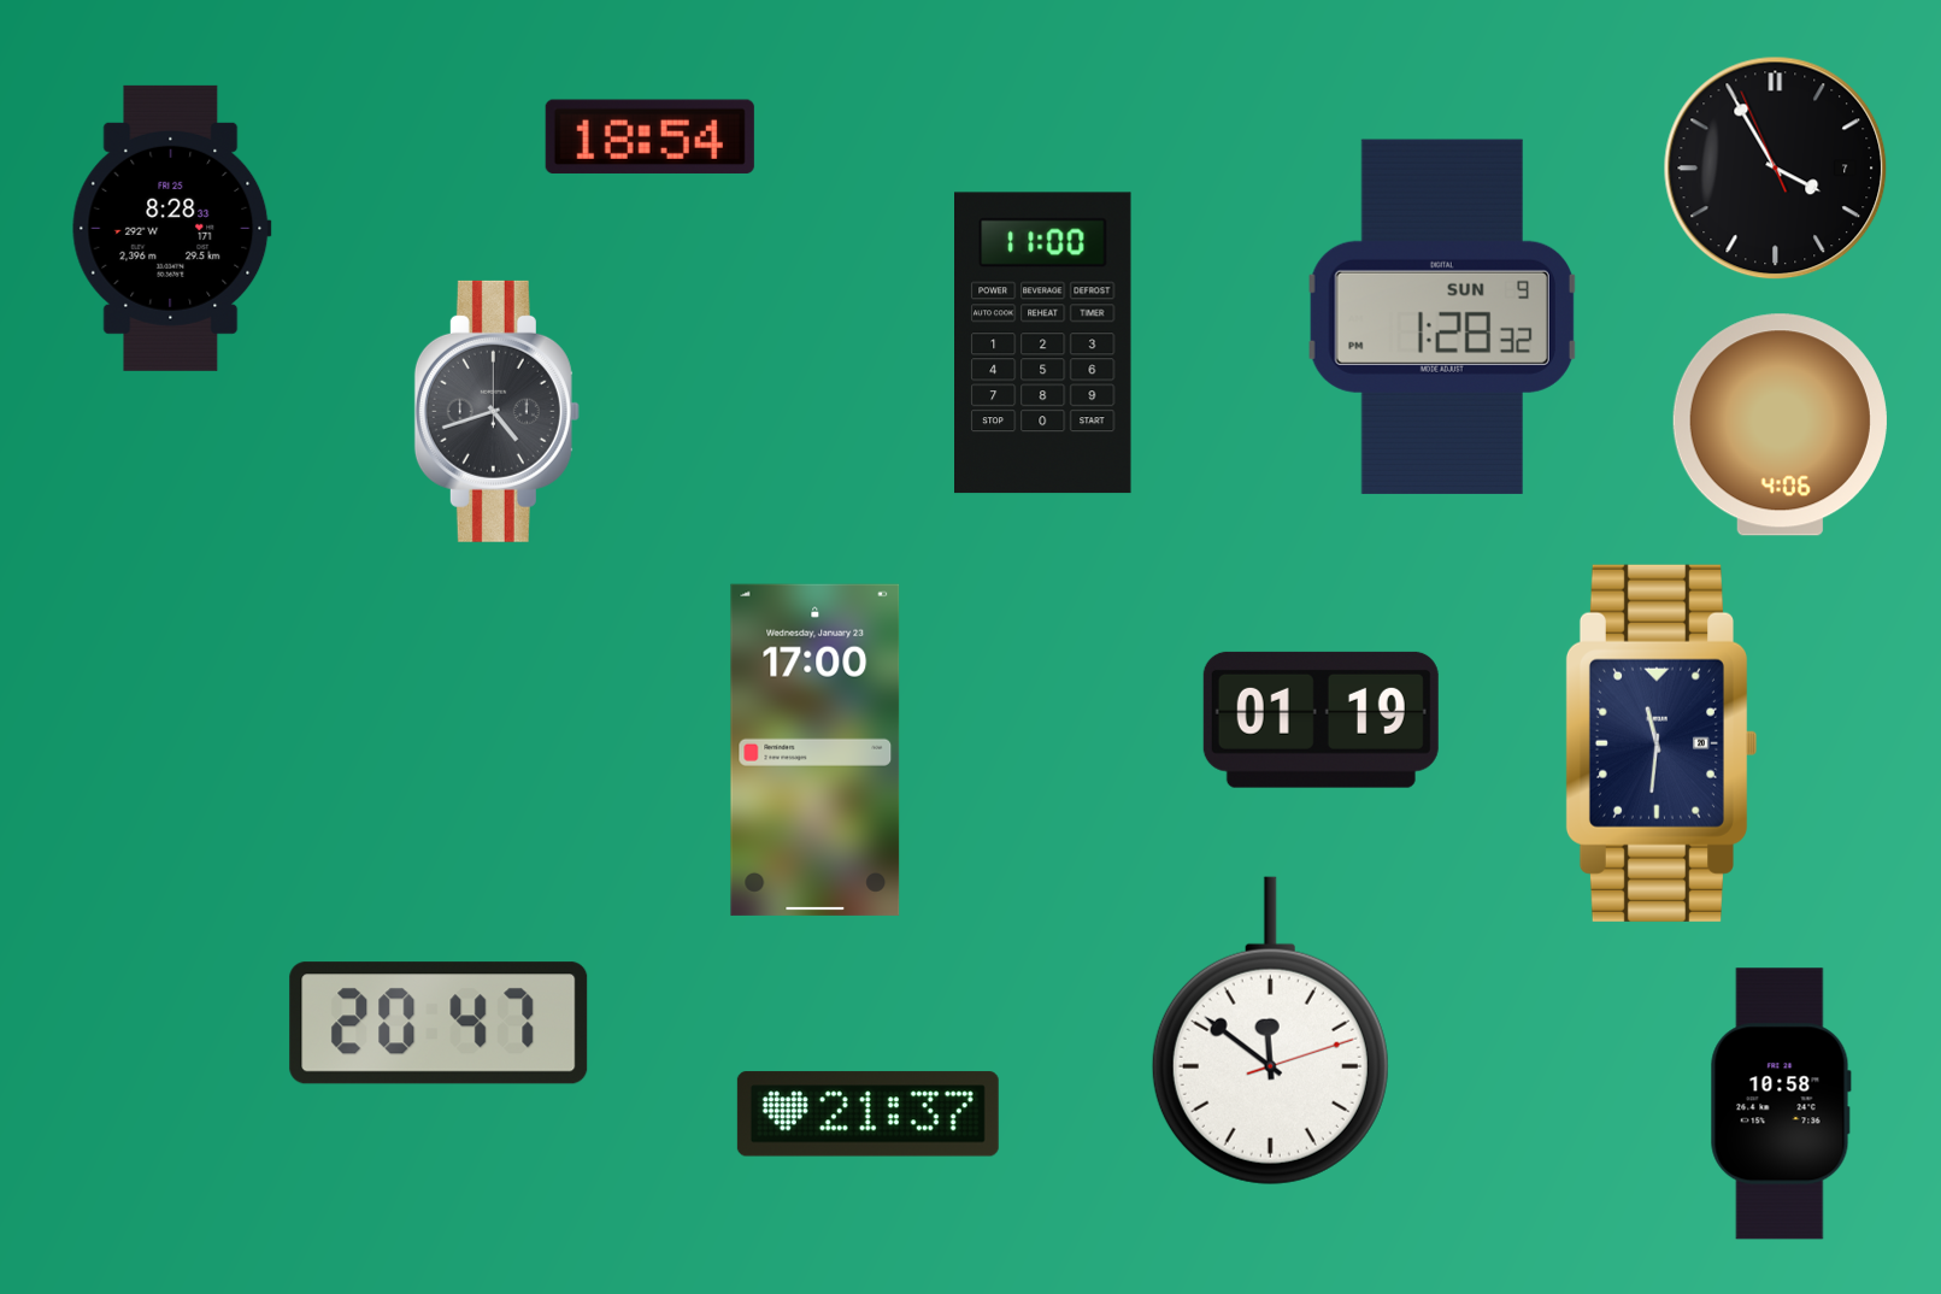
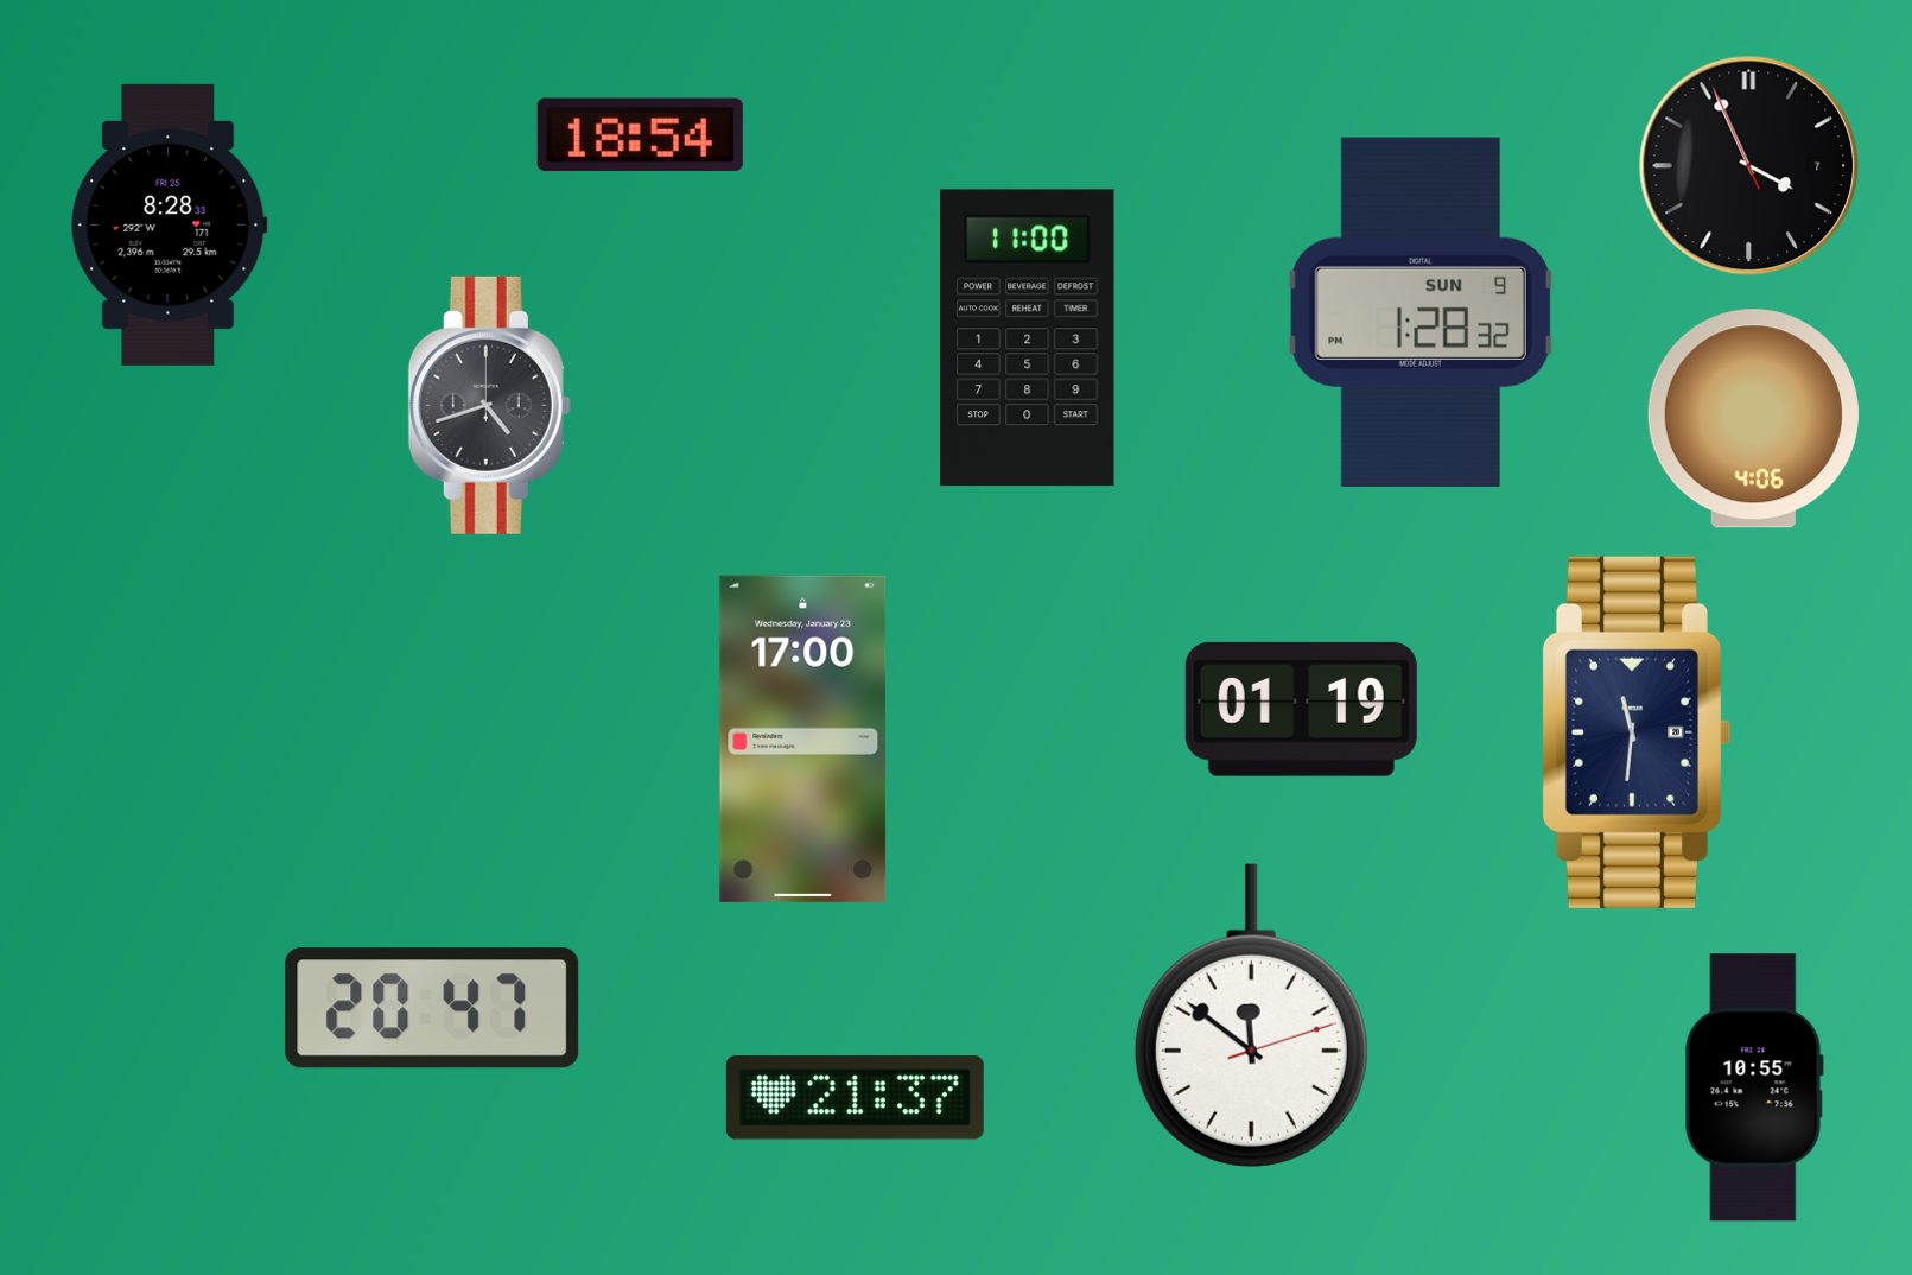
clock at (1776, 169): 3:54 -> 3:55
clock at (1781, 1104): 10:58 -> 10:55
